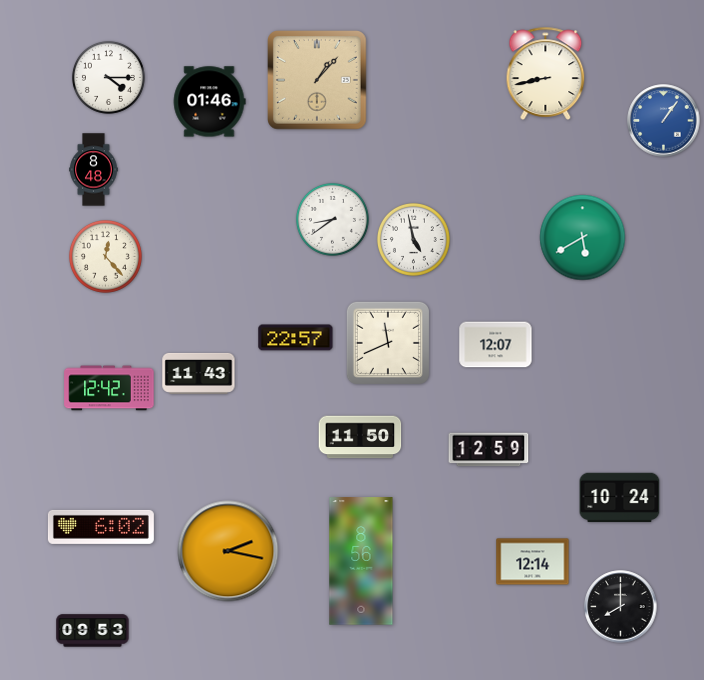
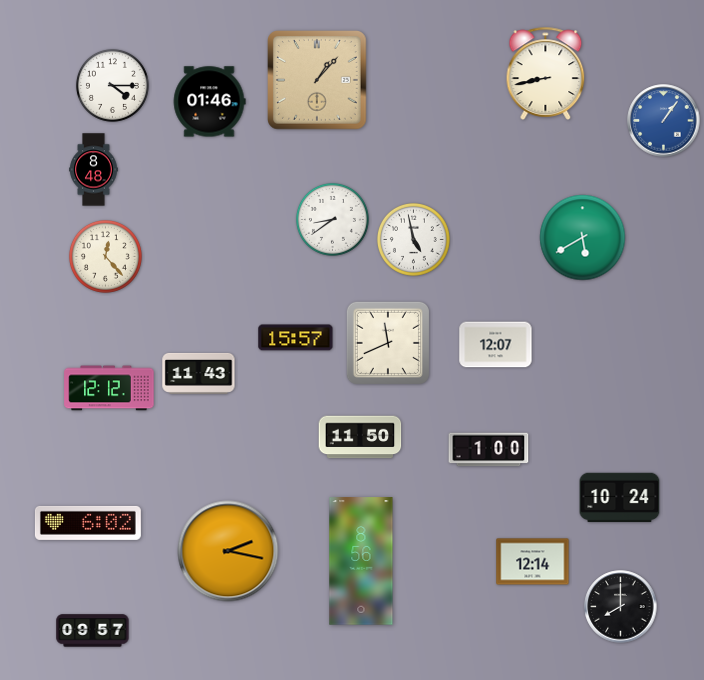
clock at (108, 77) position: (108, 77) -> (112, 85)
clock at (296, 338): 22:57 -> 15:57
clock at (109, 388): 12:42 -> 12:12
clock at (489, 450): 12:59 -> 1:00
clock at (101, 527) position: (101, 527) -> (88, 523)
clock at (93, 631): 09:53 -> 09:57
